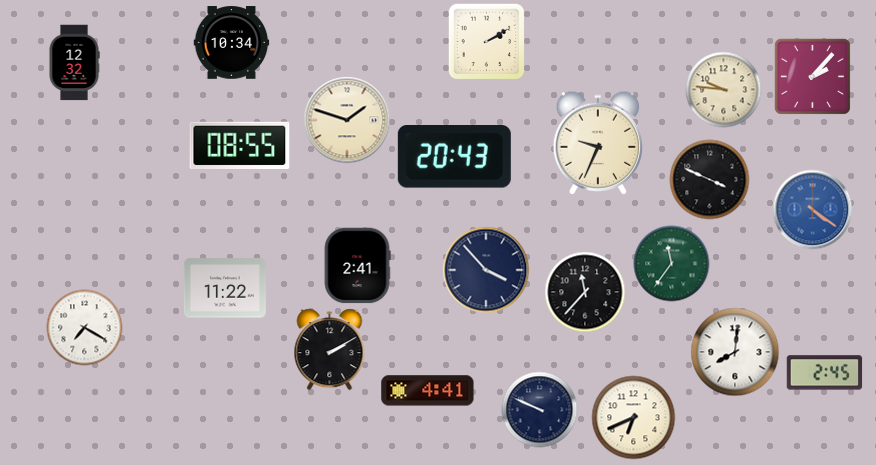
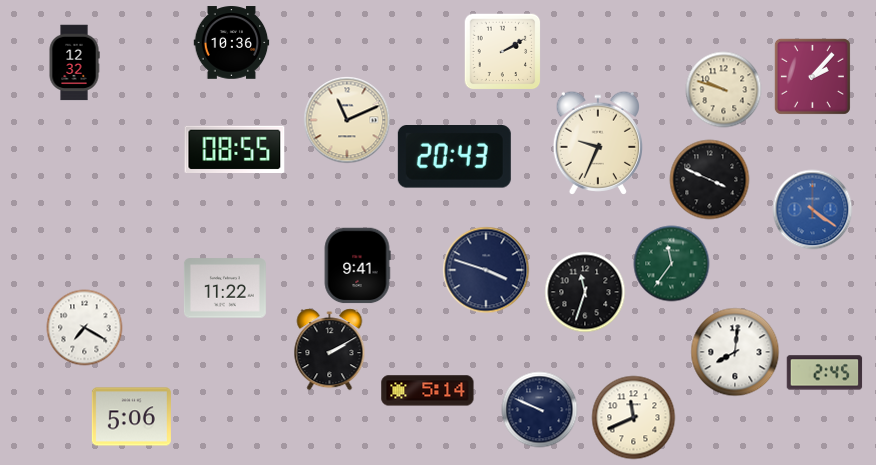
clock at (486, 41) position: (486, 41) -> (502, 51)
clock at (232, 43): 10:34 -> 10:36
clock at (724, 90): 9:46 -> 9:48
clock at (347, 120): 1:48 -> 11:11
clock at (240, 145) position: (240, 145) -> (235, 149)
clock at (357, 266): 2:41 -> 9:41
clock at (486, 270): 3:53 -> 3:48
clock at (585, 292): 11:37 -> 11:33
clock at (428, 391): 4:41 -> 5:14
clock at (131, 417): none -> 5:06
clock at (634, 418): 6:41 -> 11:41
